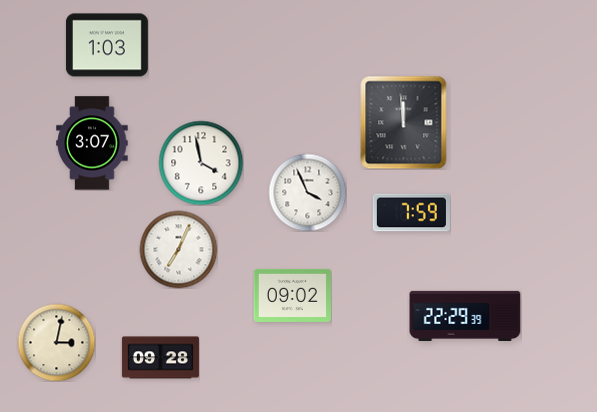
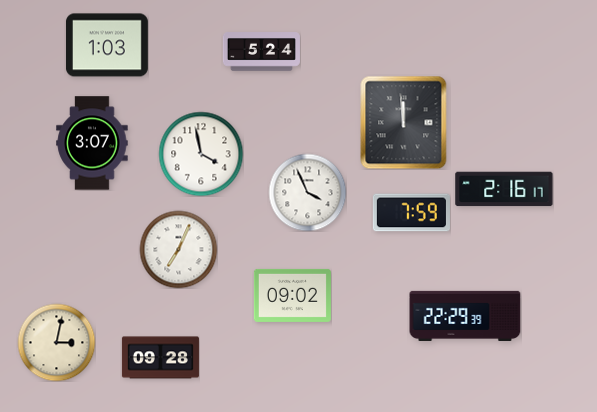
clock at (261, 52): none -> 5:24
clock at (201, 163) position: (201, 163) -> (201, 154)
clock at (504, 189): none -> 2:16
